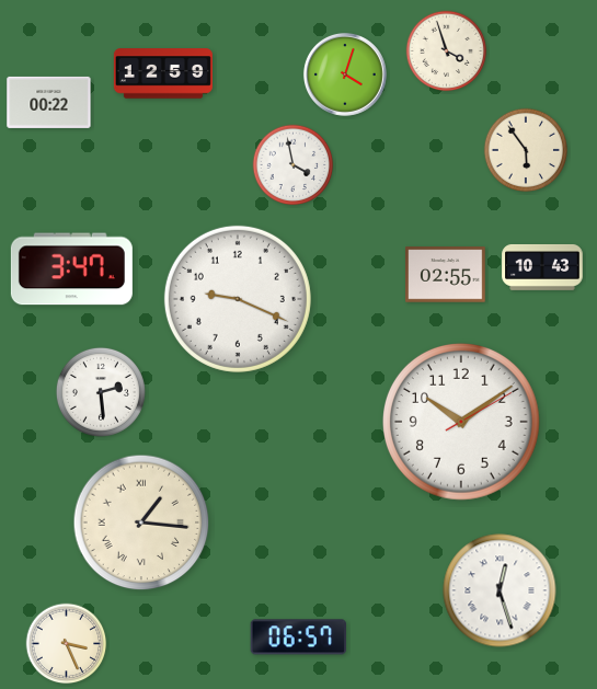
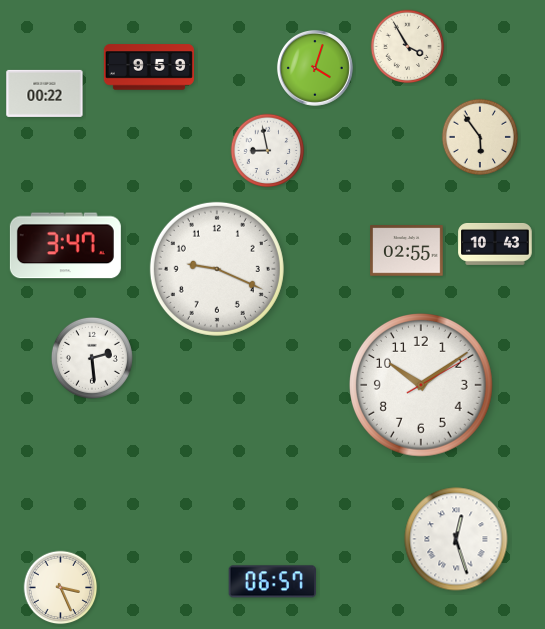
clock at (447, 51): 3:57 -> 3:55
clock at (163, 73): 12:59 -> 9:59
clock at (294, 165): 3:58 -> 8:58
clock at (238, 299) position: (238, 299) -> (217, 269)
clock at (141, 523): 1:16 -> none
